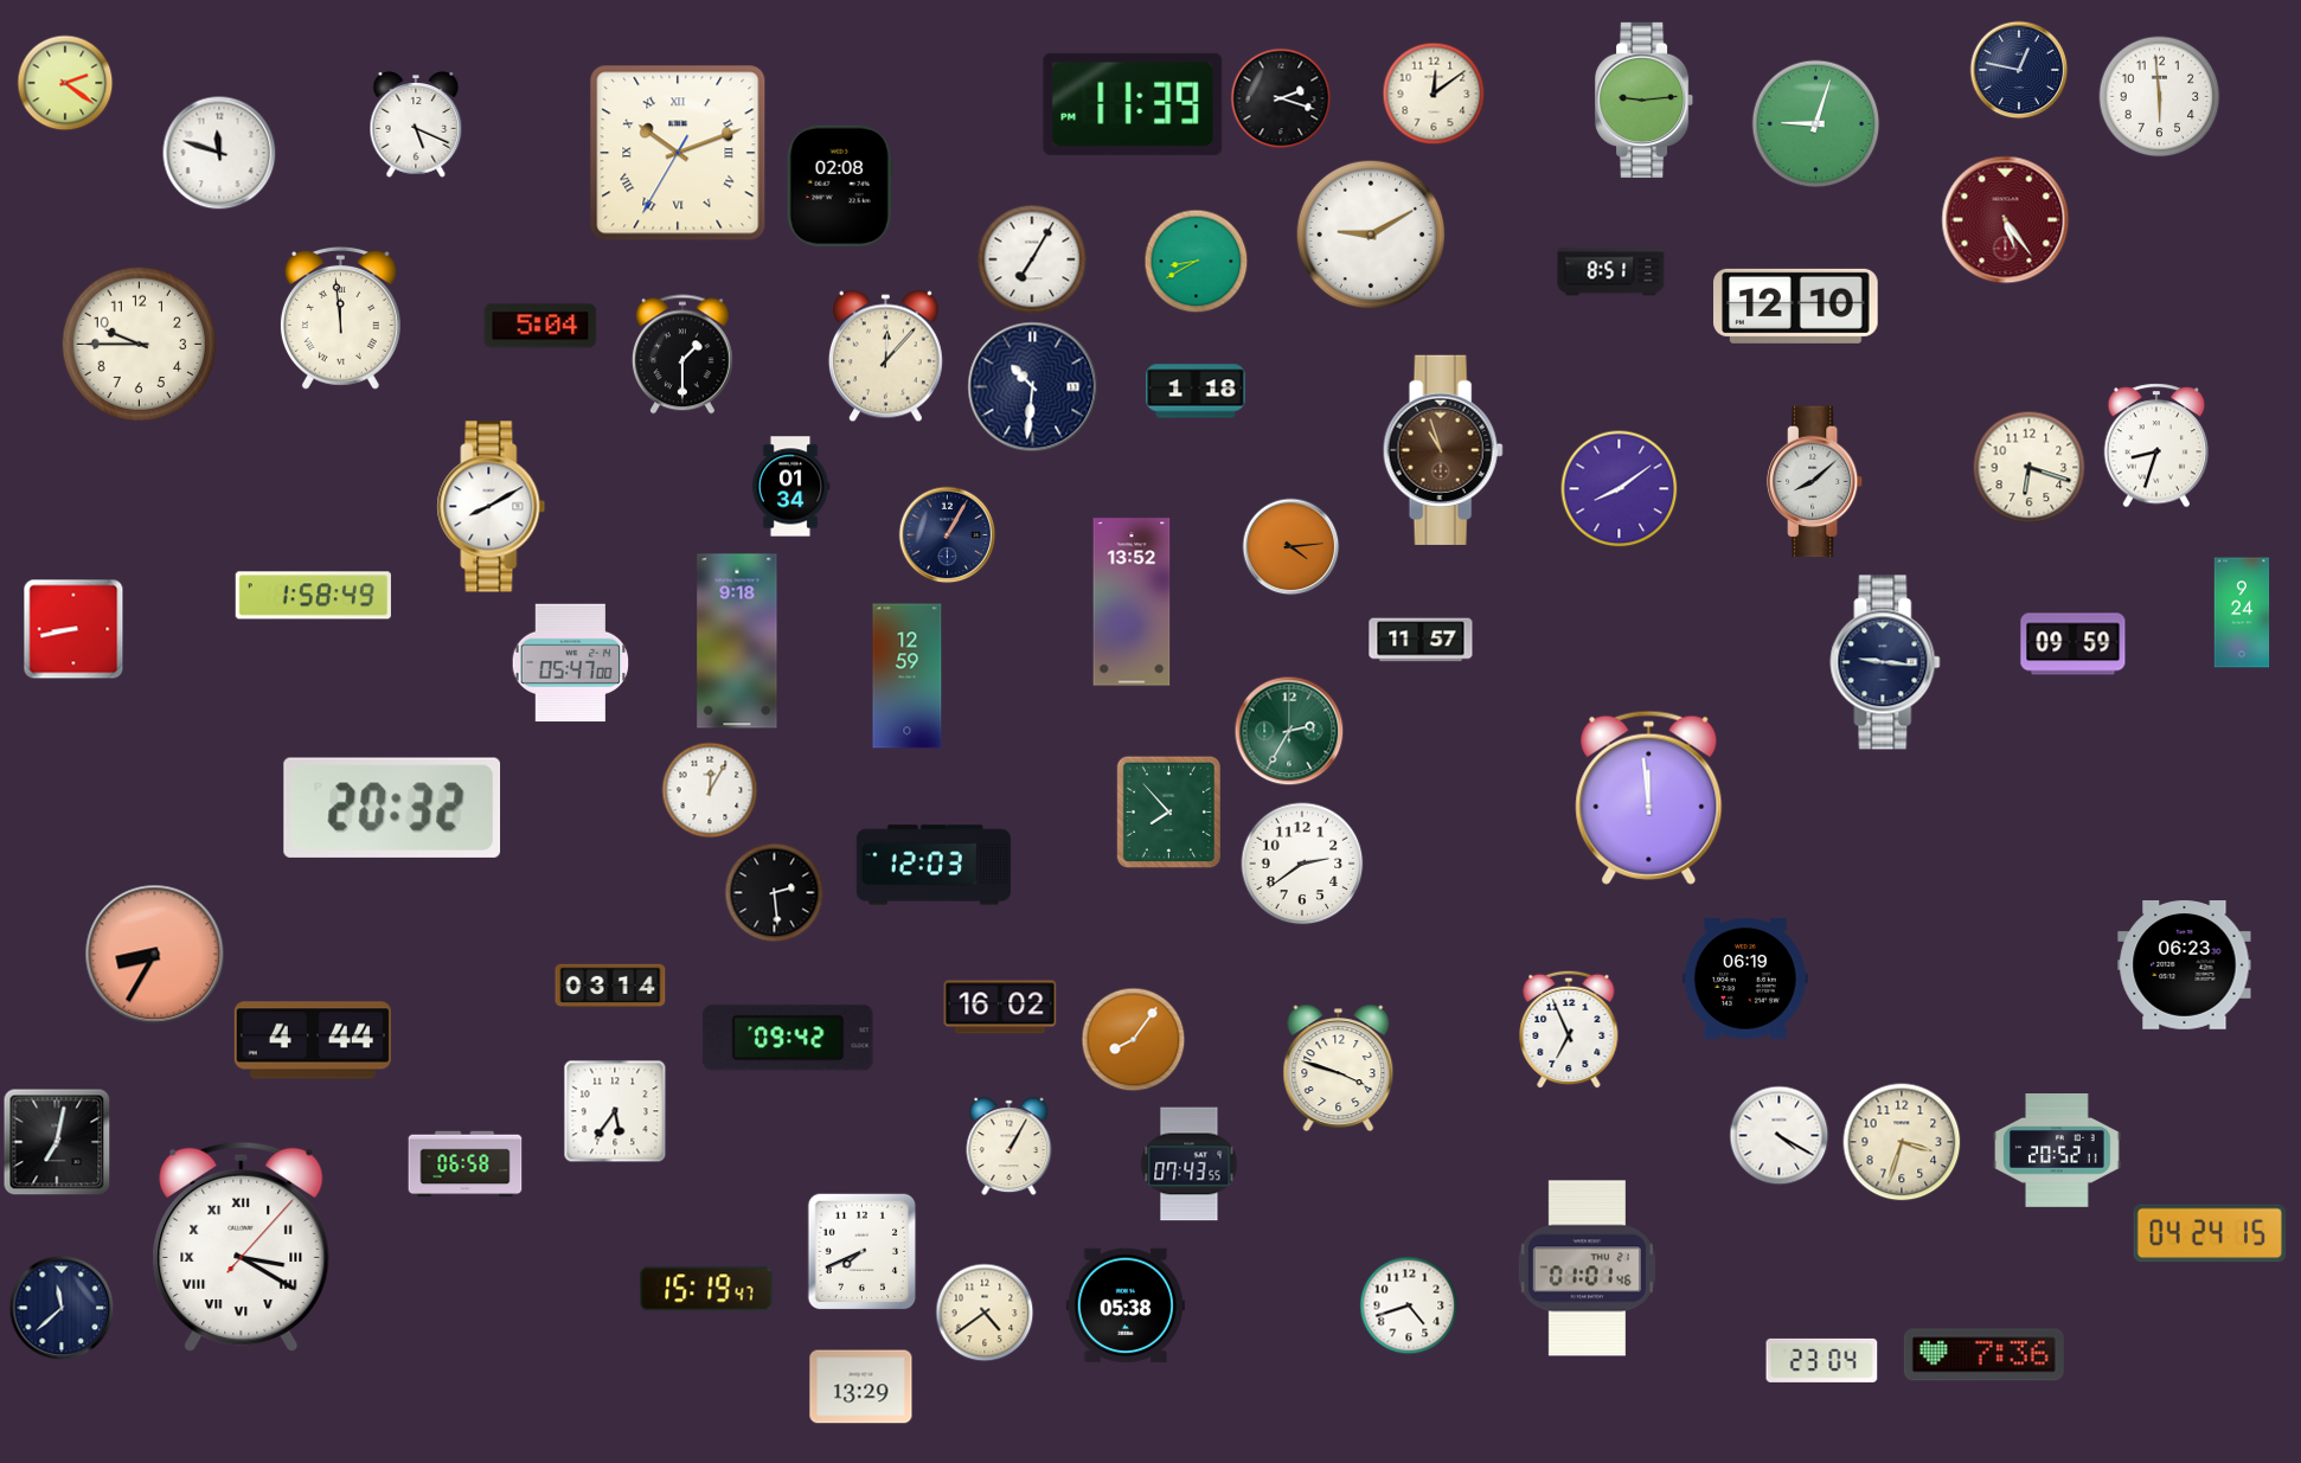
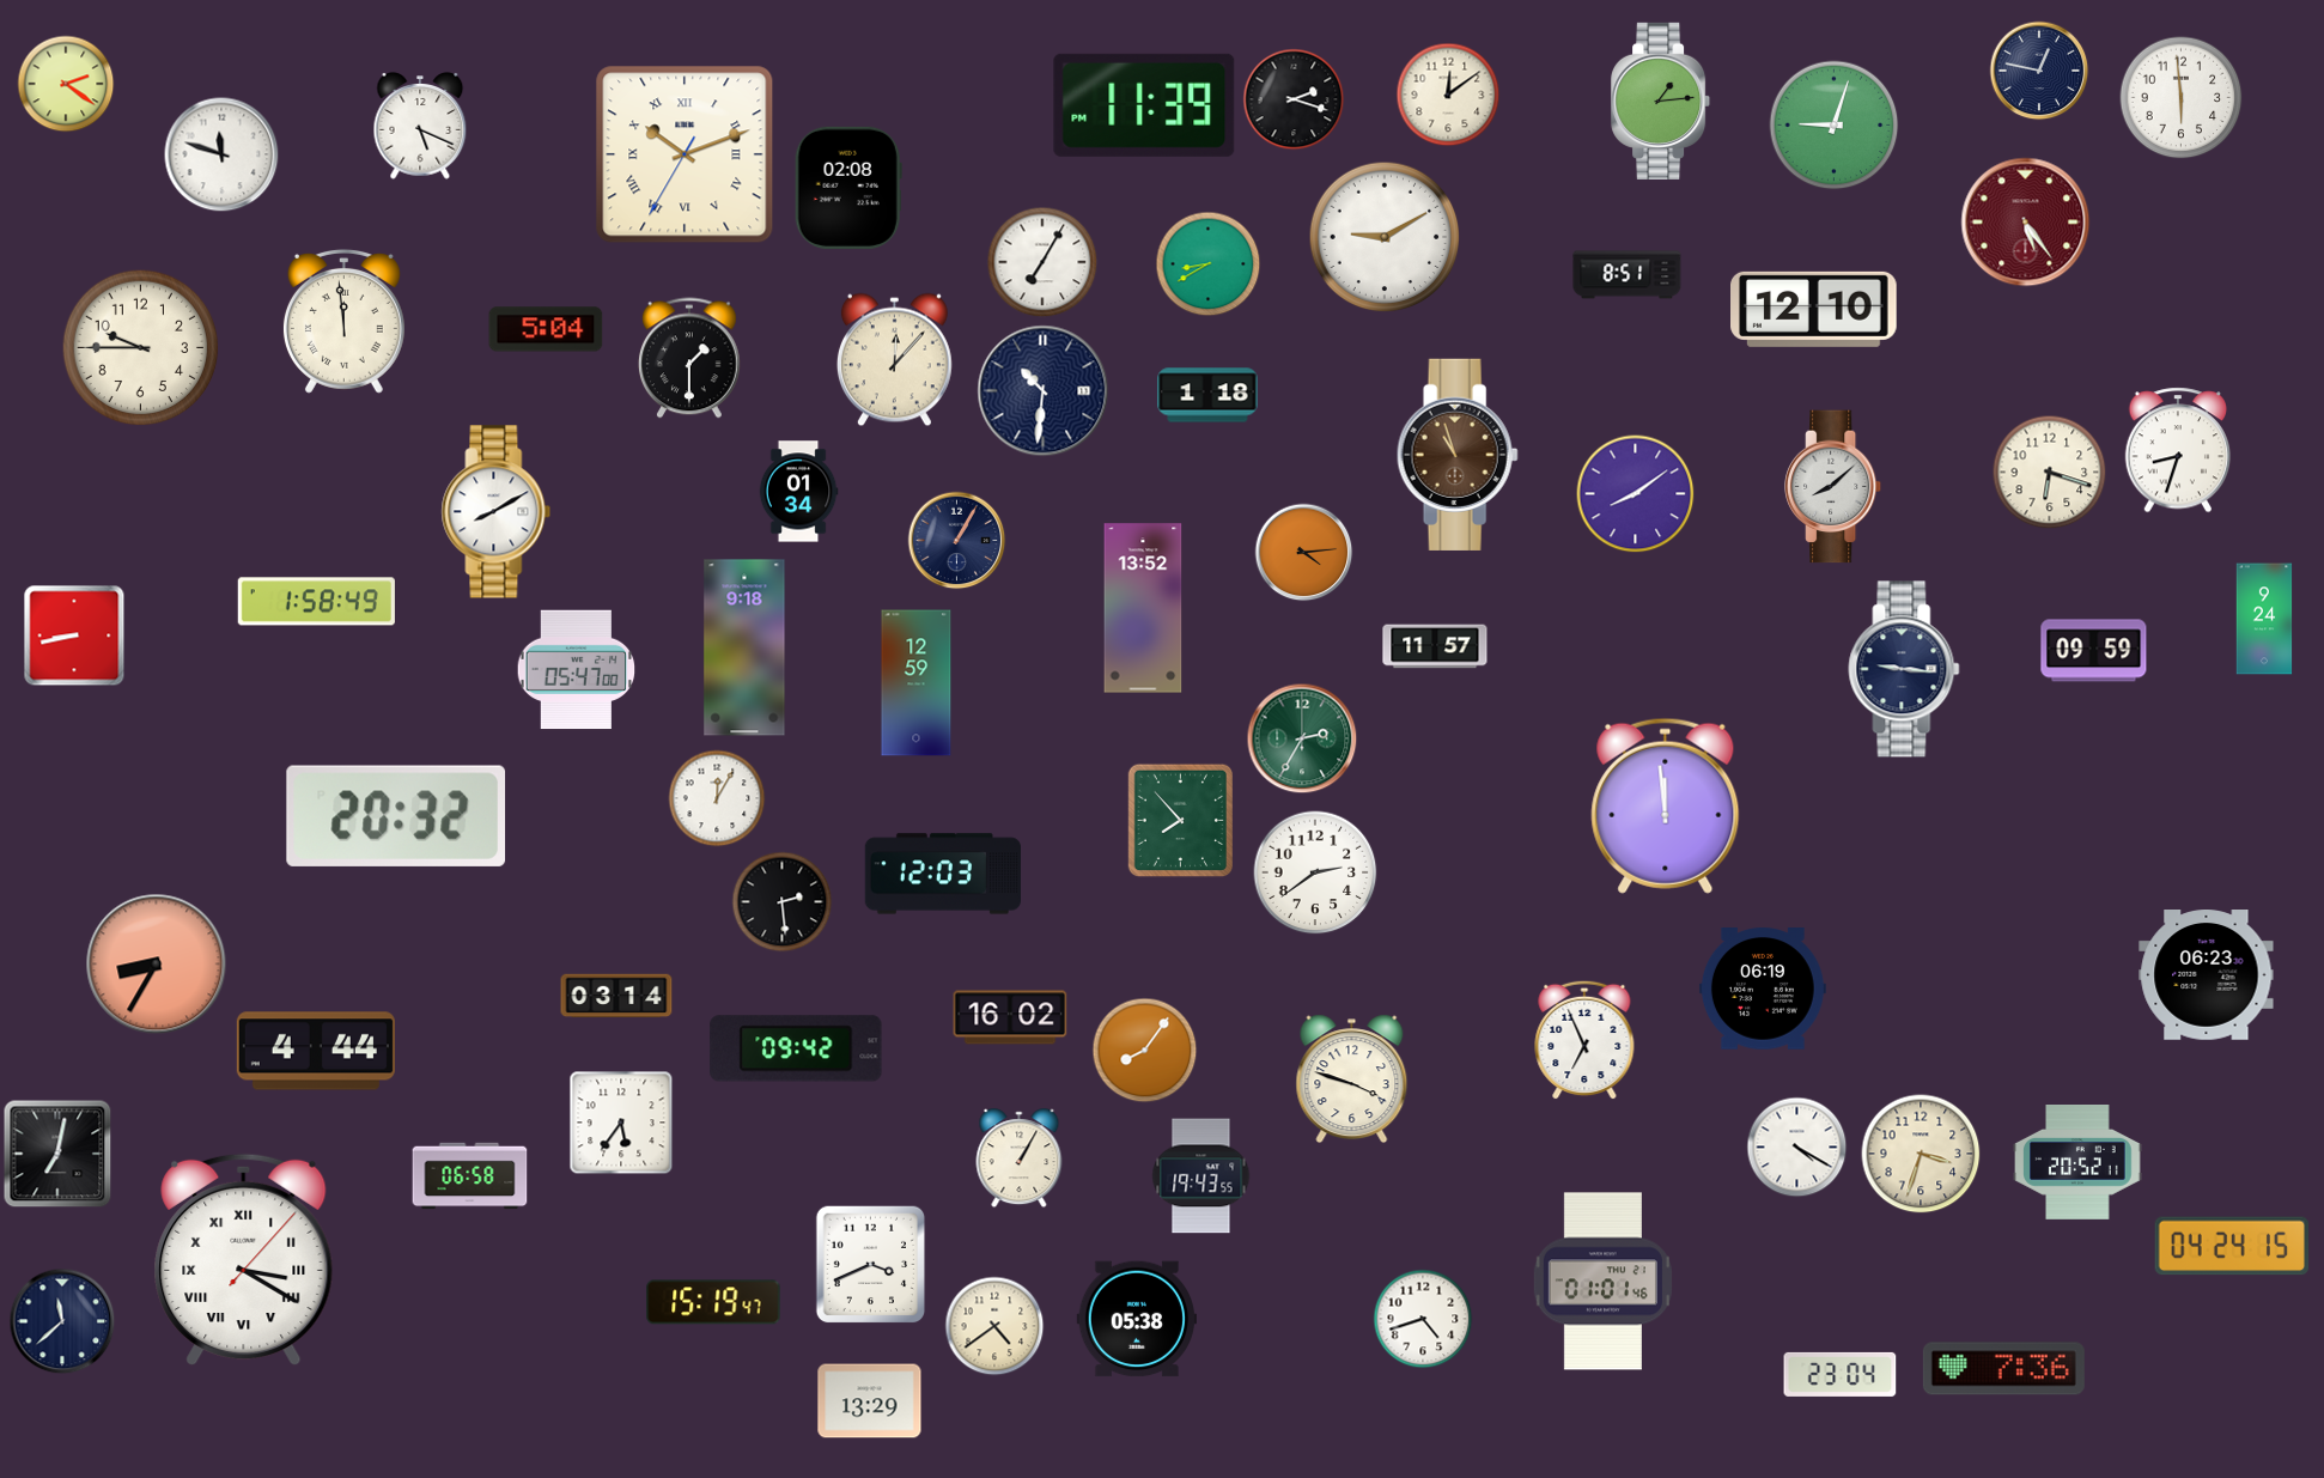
clock at (1645, 100): 9:14 -> 1:14
clock at (1190, 1164): 07:43 -> 19:43
clock at (863, 1252): 7:41 -> 3:41
